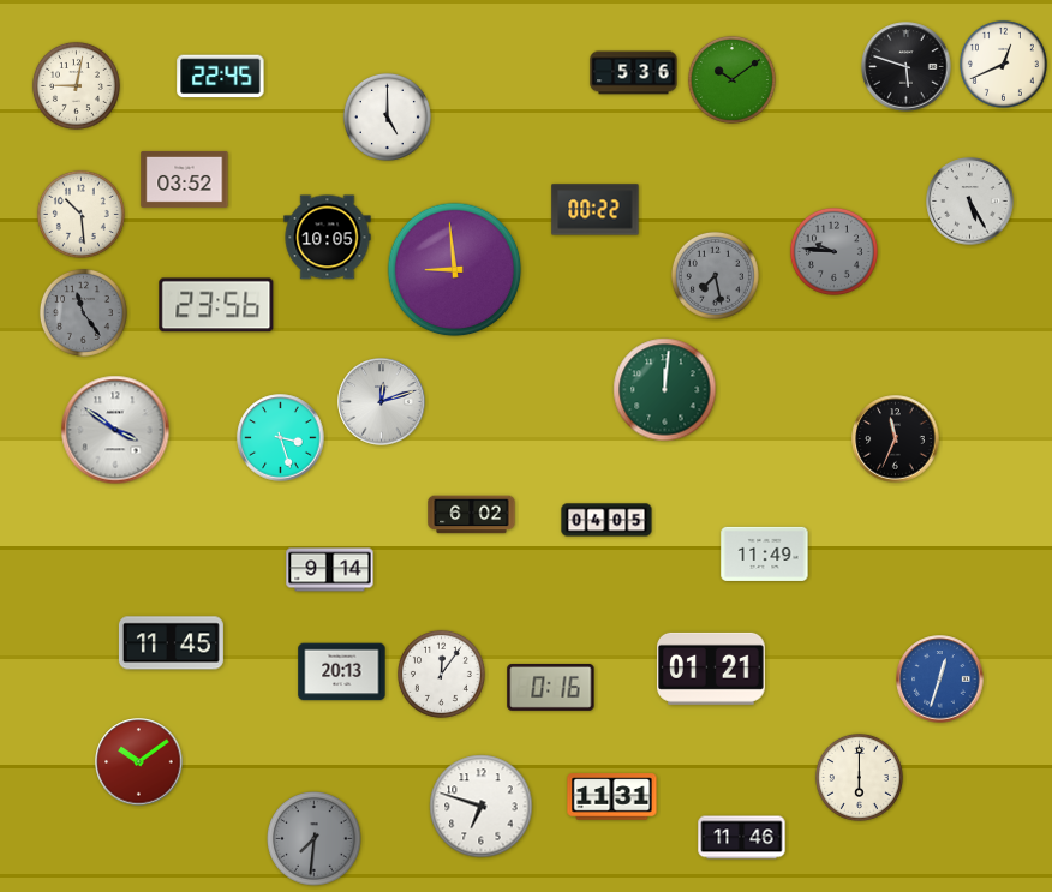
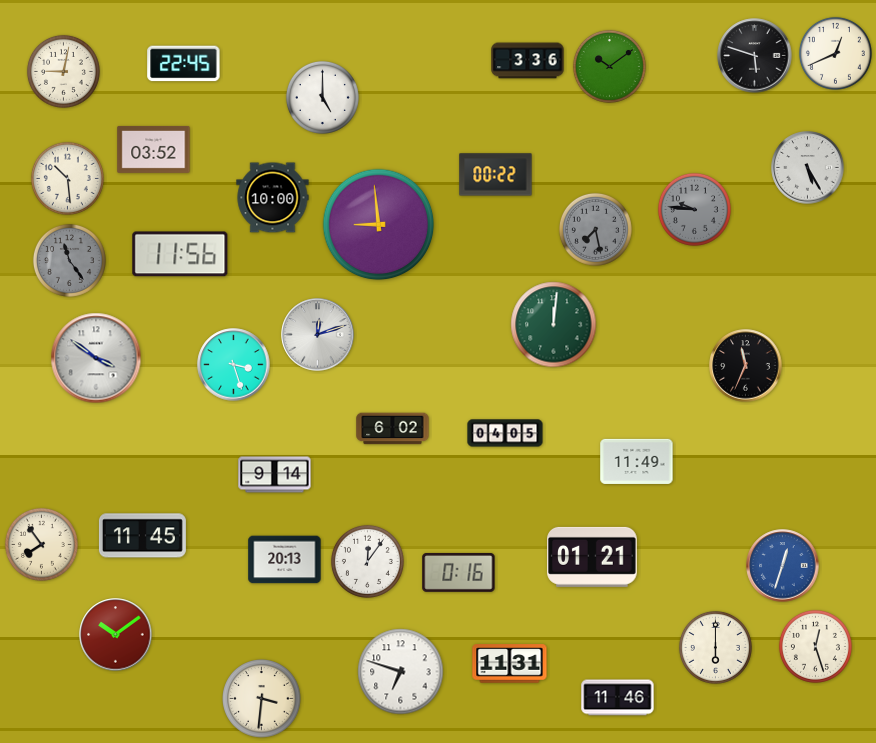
clock at (634, 73): 5:36 -> 3:36
clock at (328, 238): 10:05 -> 10:00
clock at (216, 305): 23:56 -> 11:56
clock at (41, 544): none -> 7:54
clock at (815, 646): none -> 12:27
clock at (315, 839): 7:31 -> 3:31
clock at (315, 839) dial: grey -> cream
